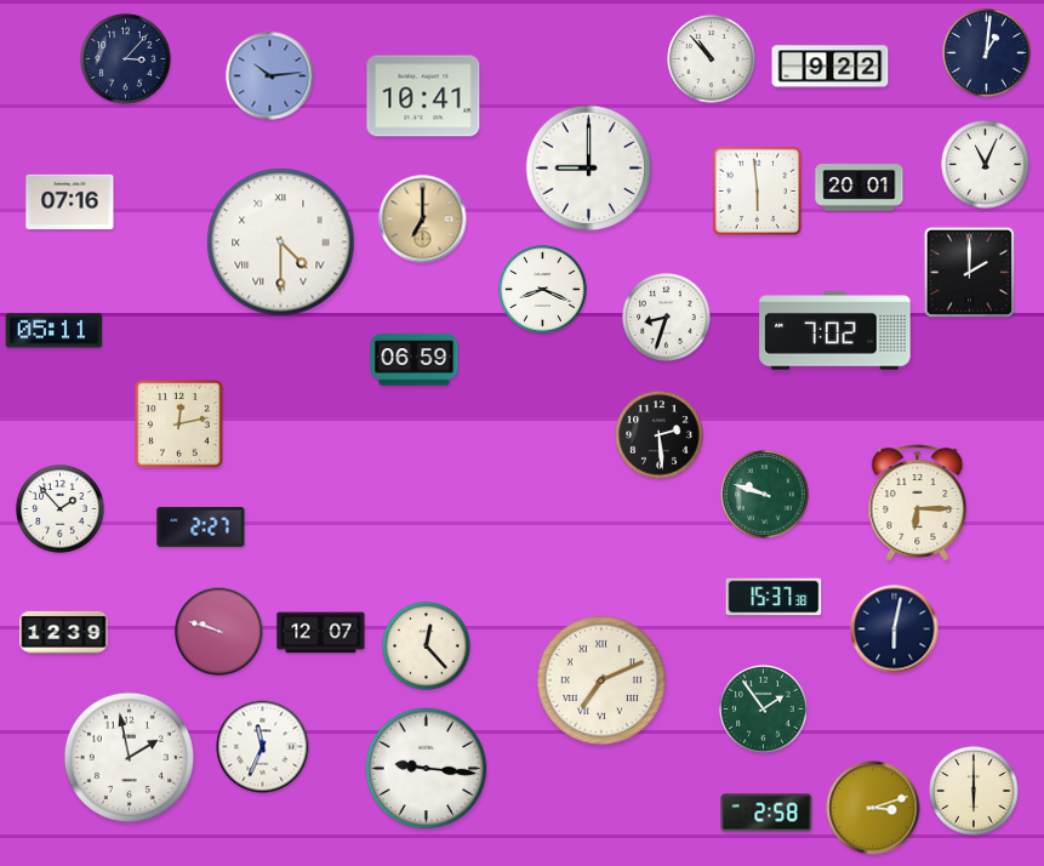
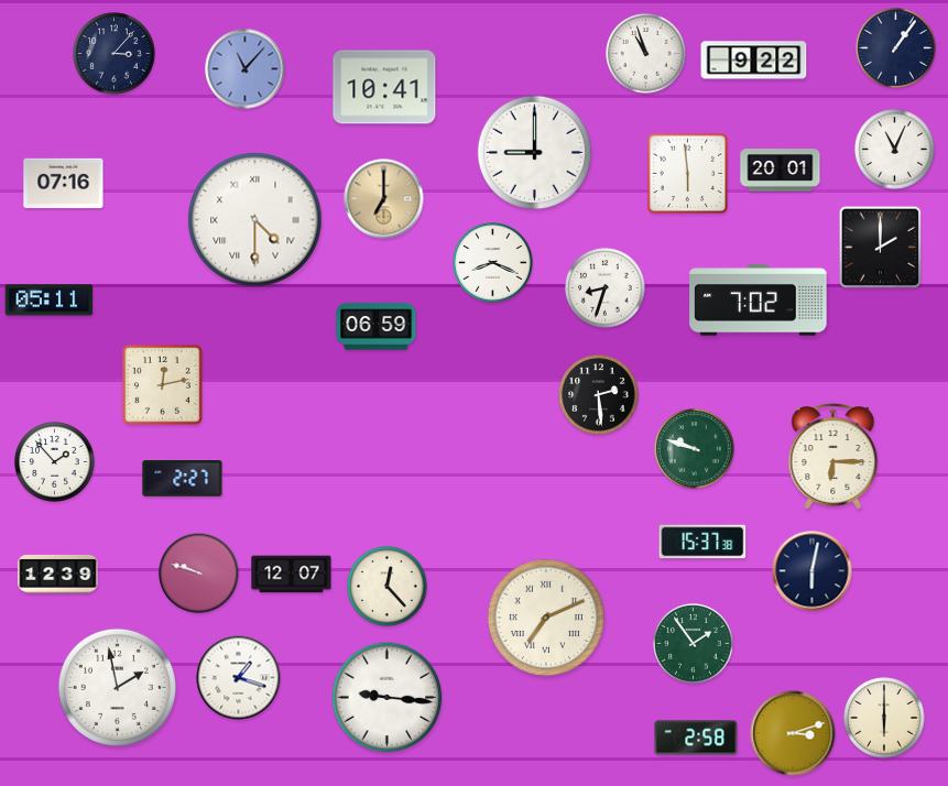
clock at (987, 53): 1:01 -> 1:06
clock at (712, 59): 10:53 -> 10:57
clock at (270, 76): 10:14 -> 11:07
clock at (263, 747): 11:34 -> 1:18
